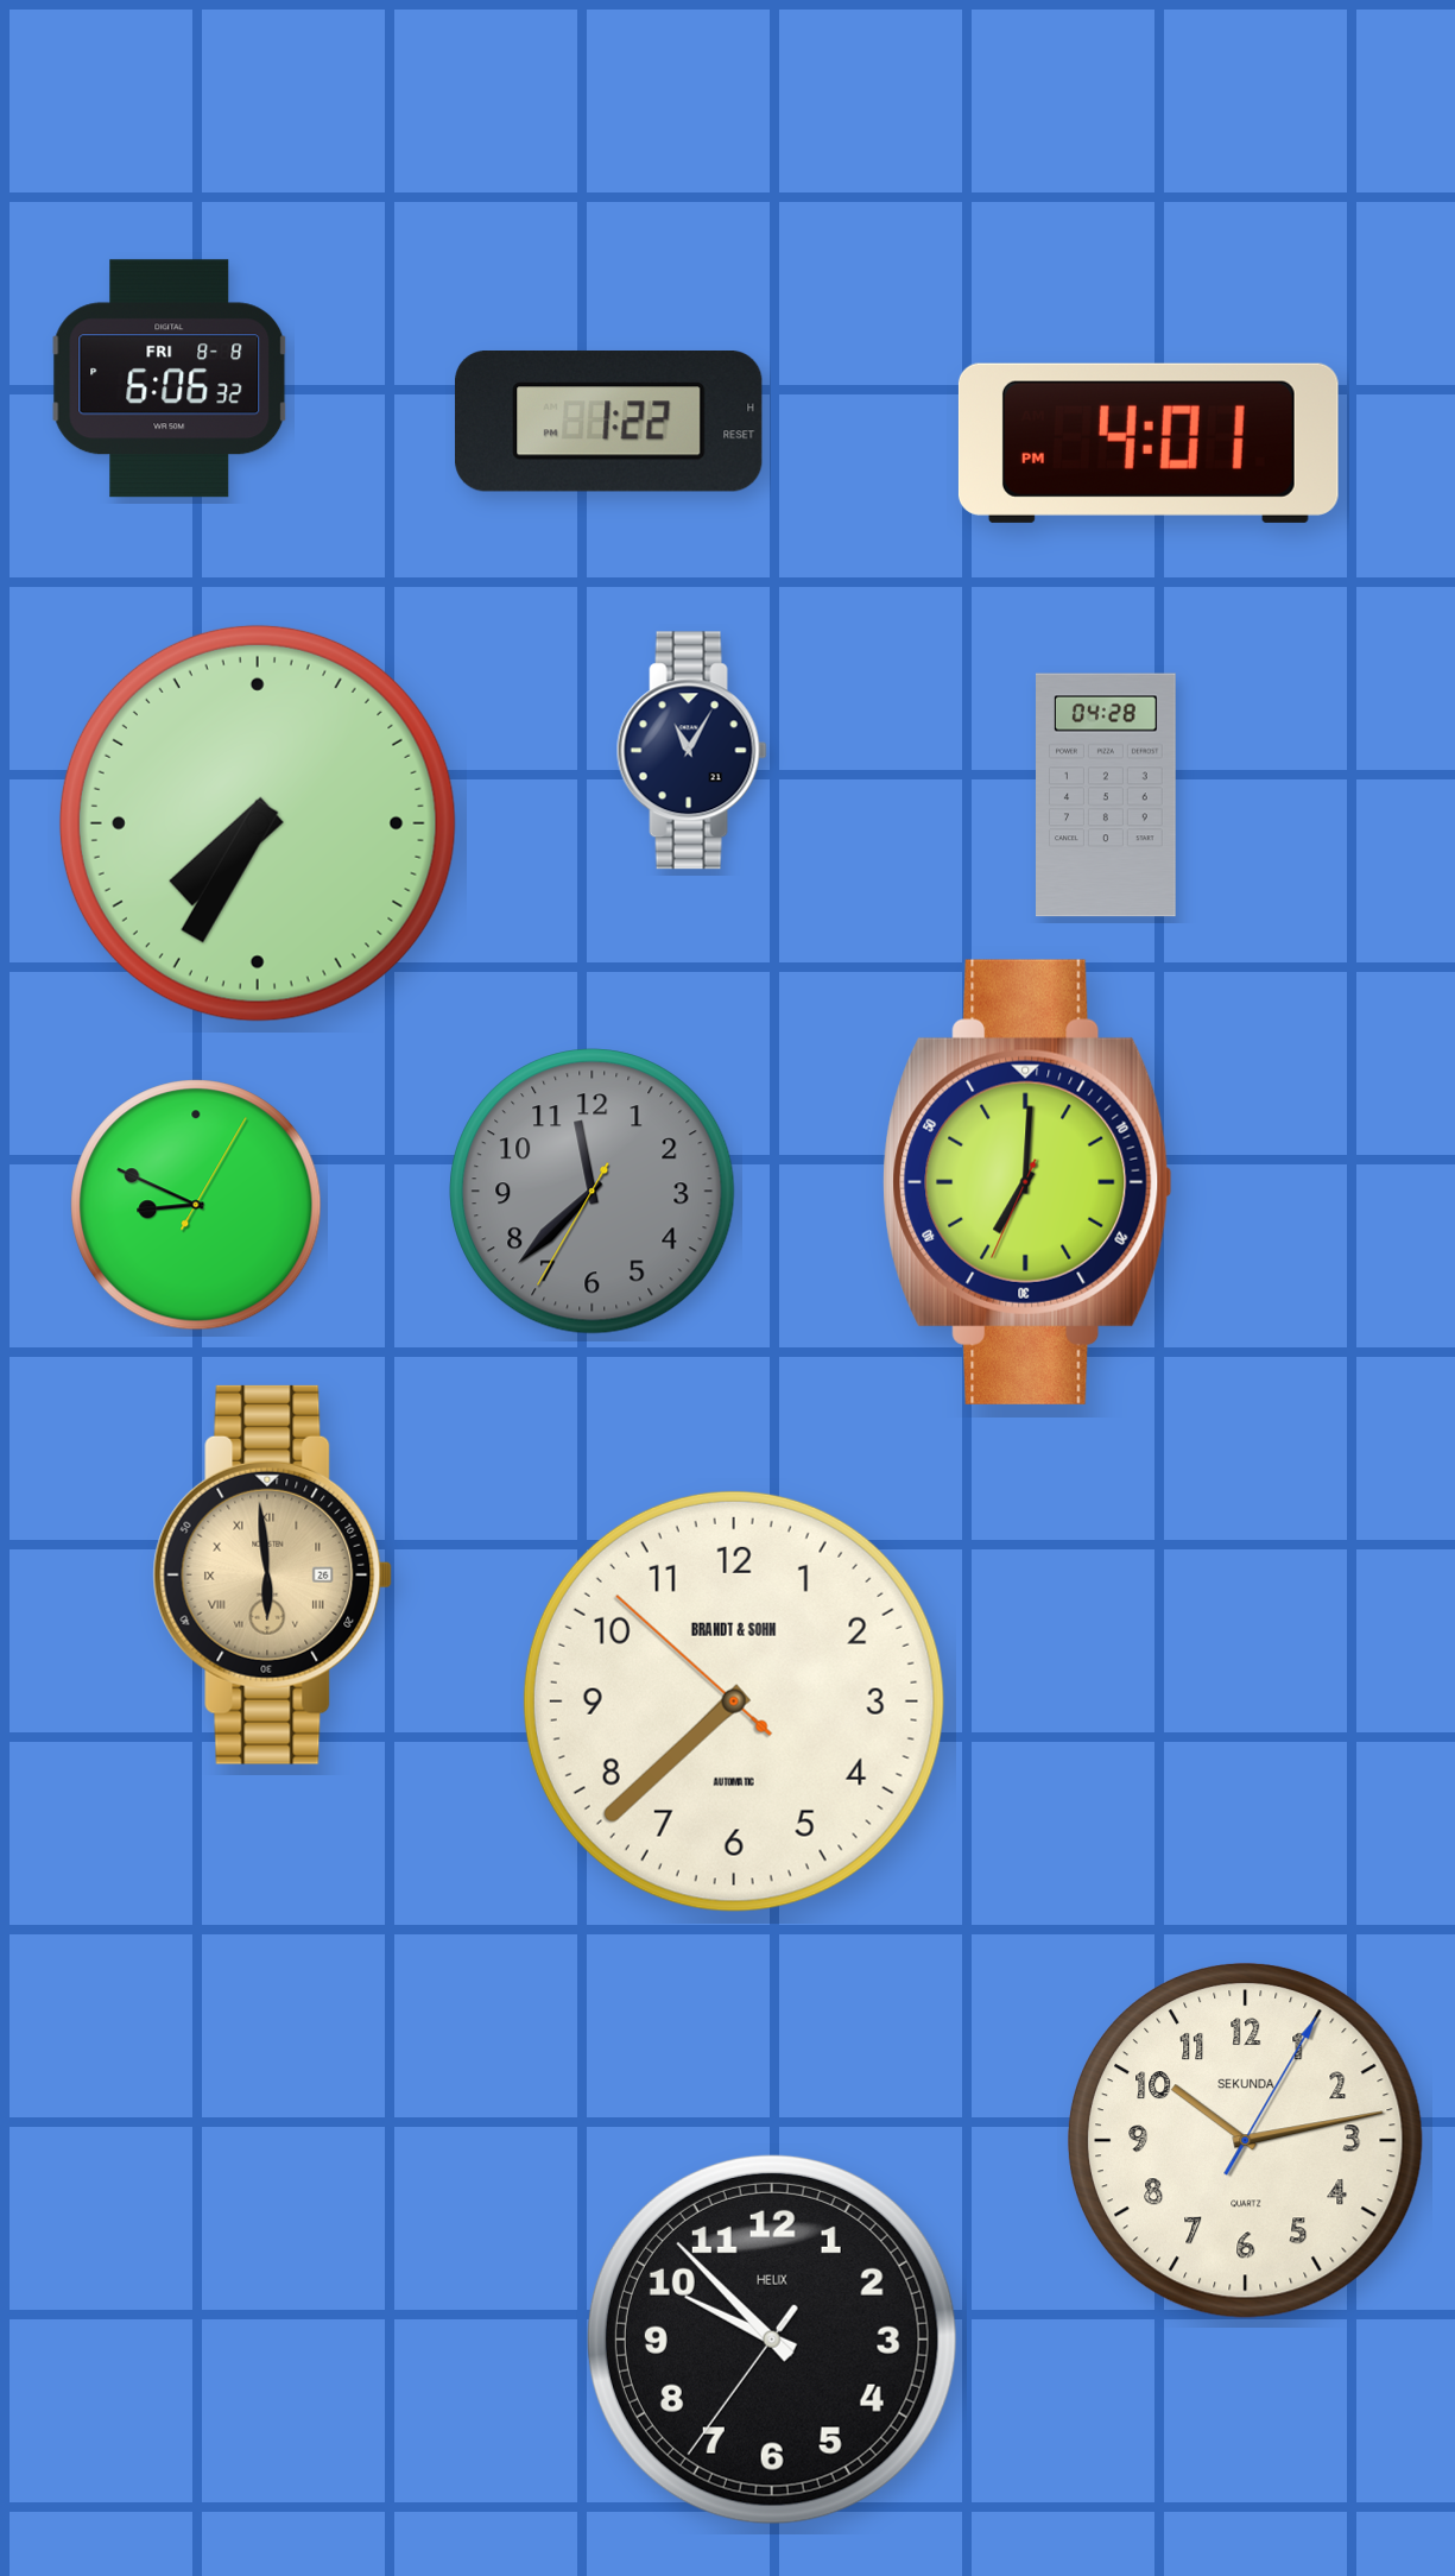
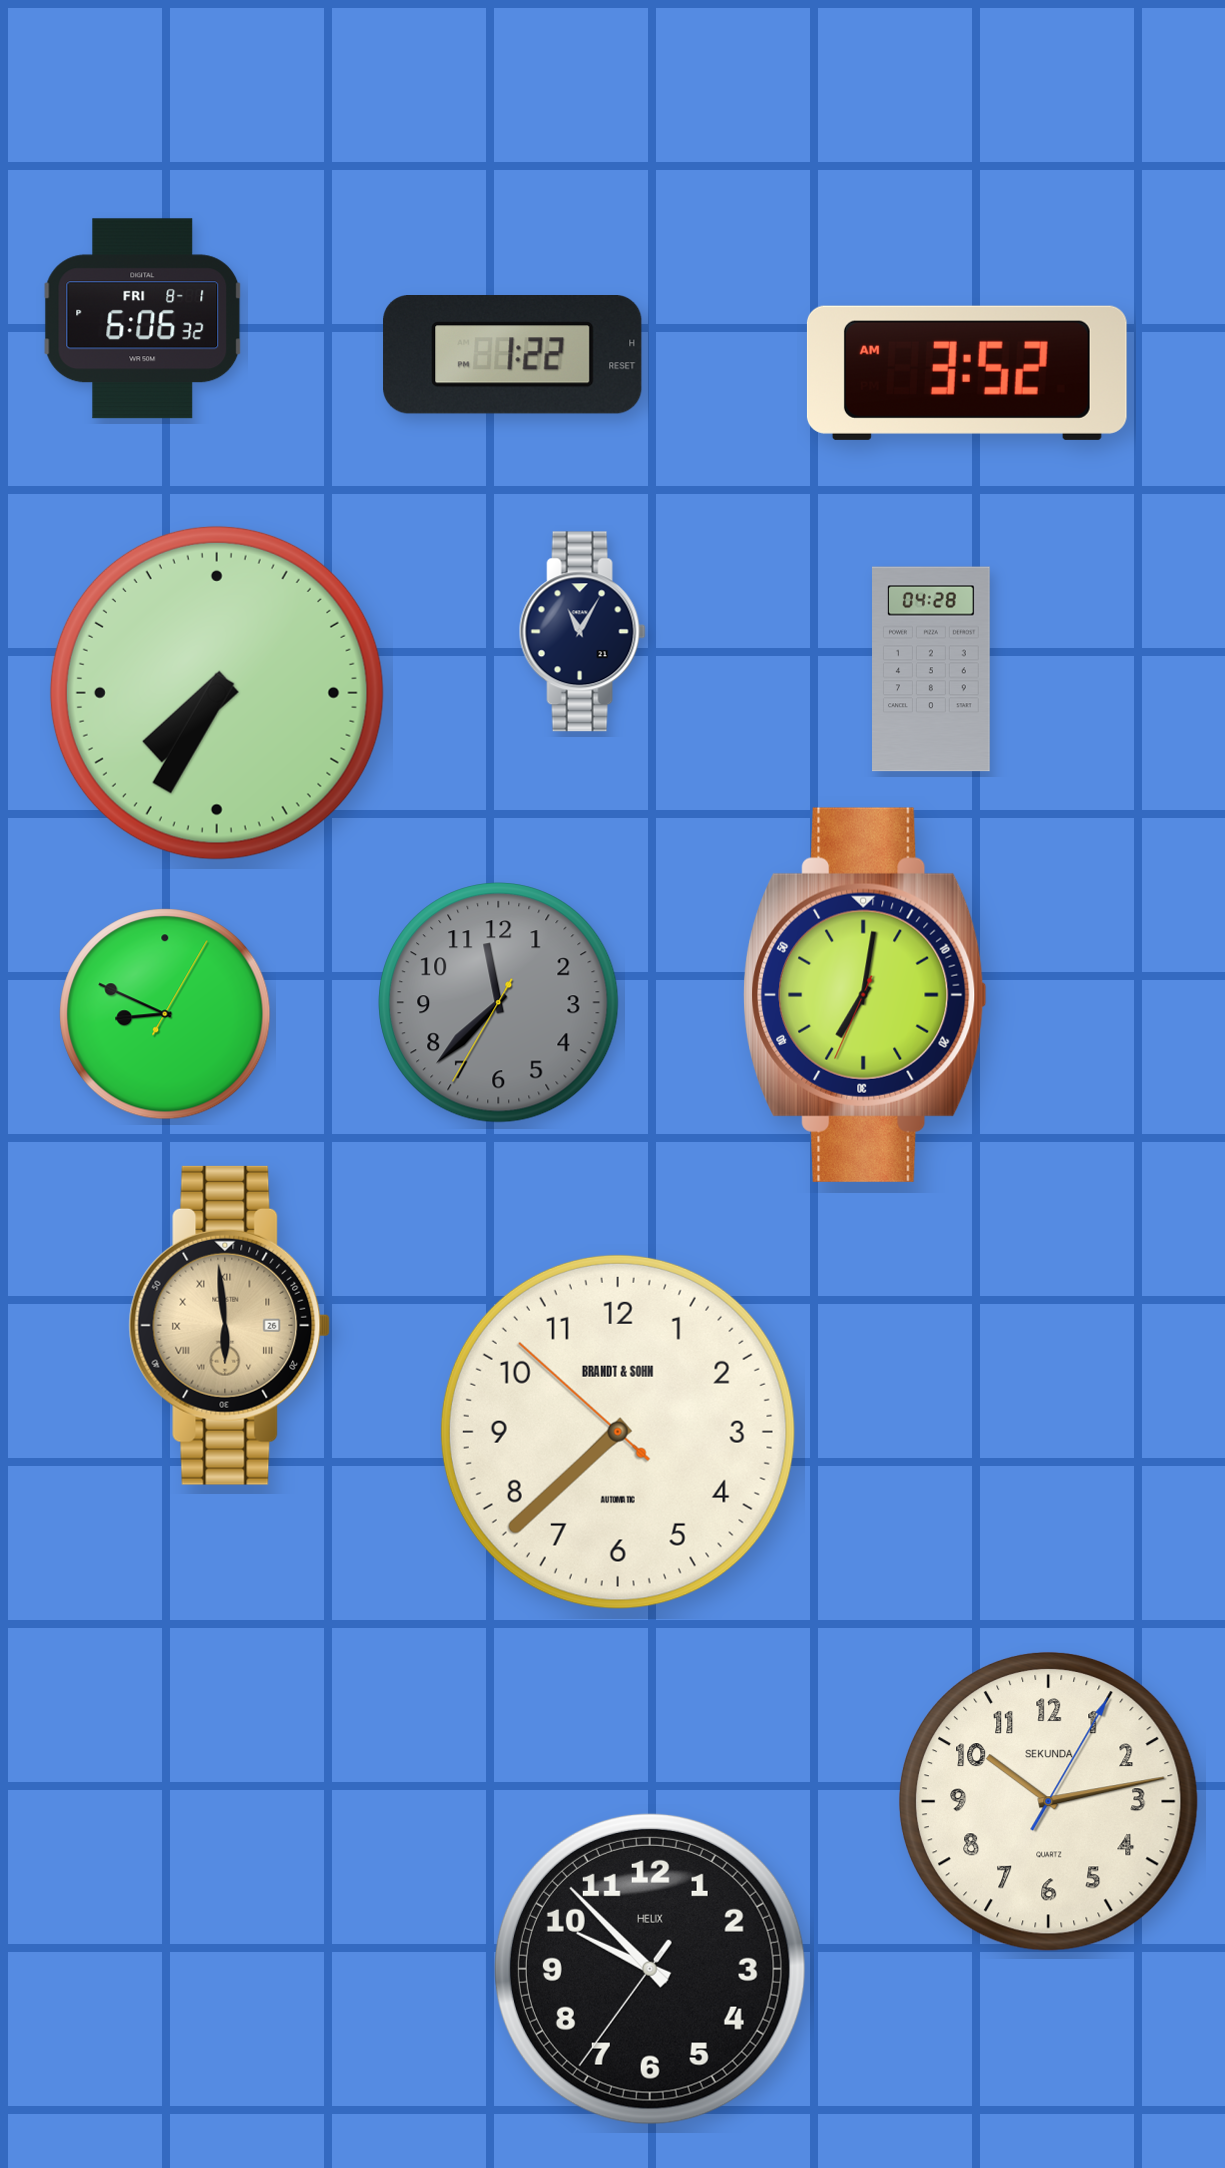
clock at (170, 379) date: FRI 8-8 -> FRI 8-1
clock at (1149, 443): 4:01 -> 3:52
clock at (1027, 1182): 7:00 -> 7:01
